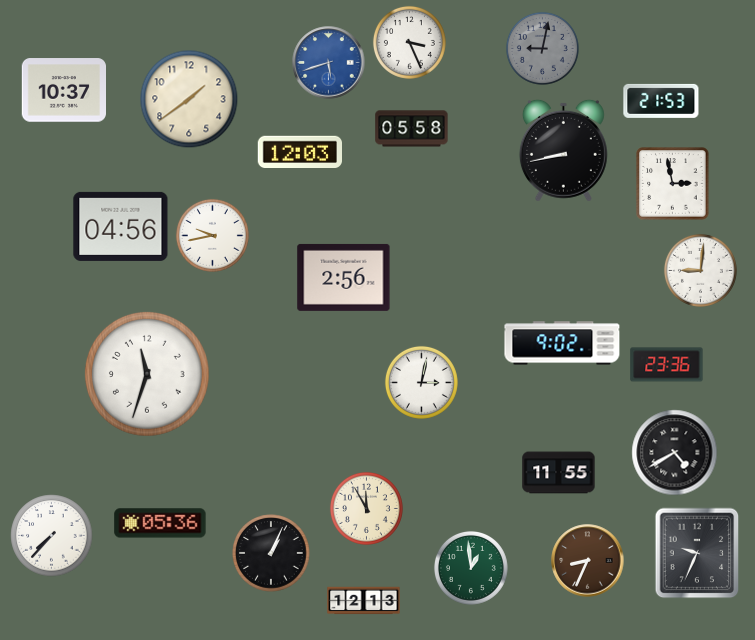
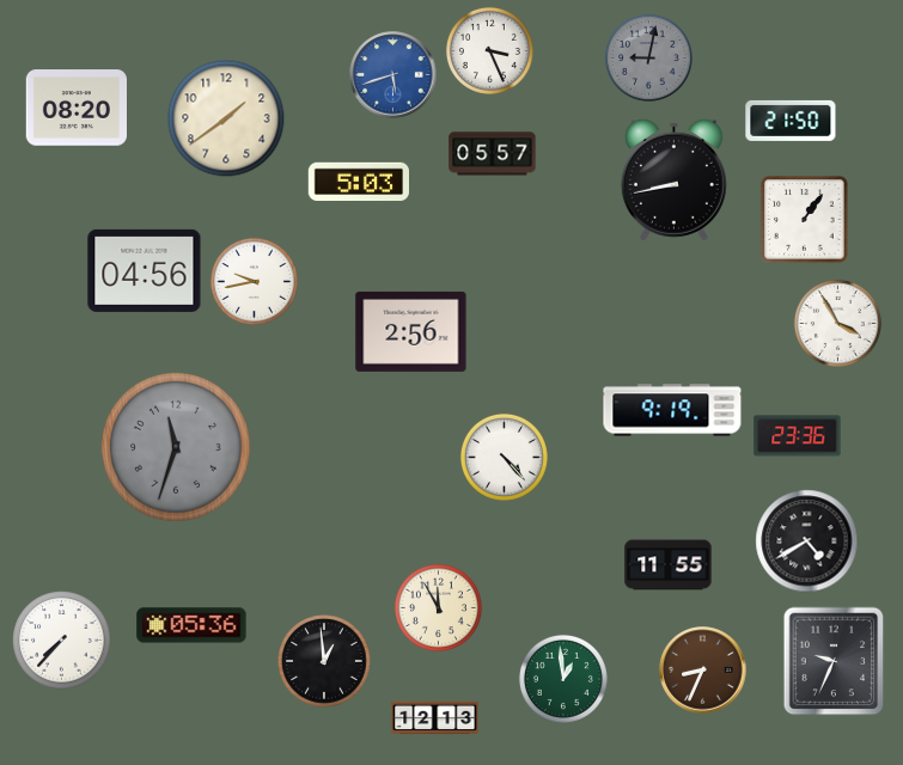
clock at (63, 90): 10:37 -> 08:20
clock at (661, 101): 21:53 -> 21:50
clock at (412, 129): 05:58 -> 05:57
clock at (299, 152): 12:03 -> 5:03
clock at (673, 184): 2:58 -> 1:06
clock at (700, 270): 9:01 -> 3:55
clock at (562, 343): 9:02 -> 9:19
clock at (147, 374) dial: white -> grey
clock at (421, 382): 3:02 -> 4:23
clock at (271, 553): 1:04 -> 12:59
